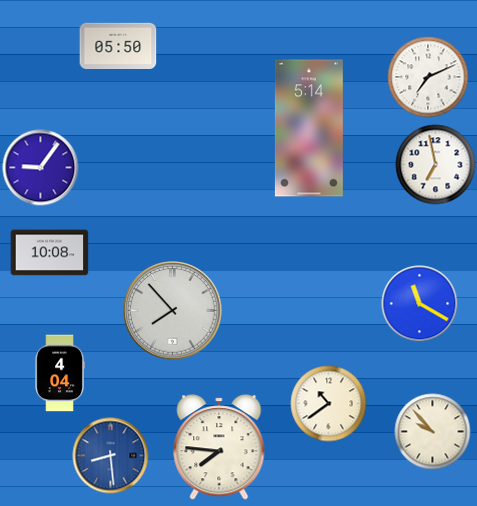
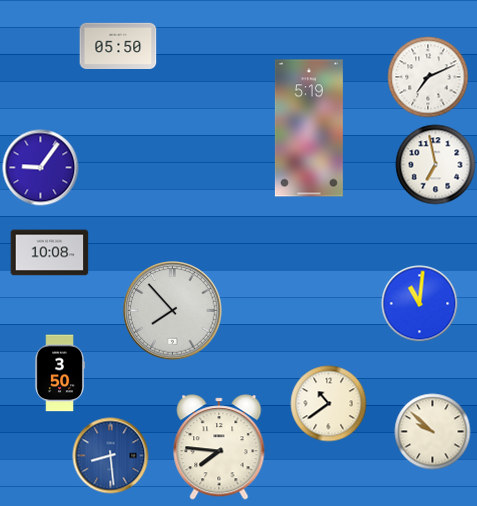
clock at (309, 128): 5:14 -> 5:19
clock at (420, 304): 11:20 -> 11:01
clock at (60, 373): 4:04 -> 3:50
clock at (433, 432): 9:53 -> 9:52
